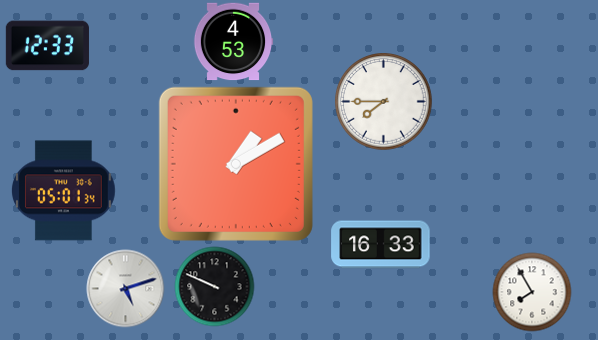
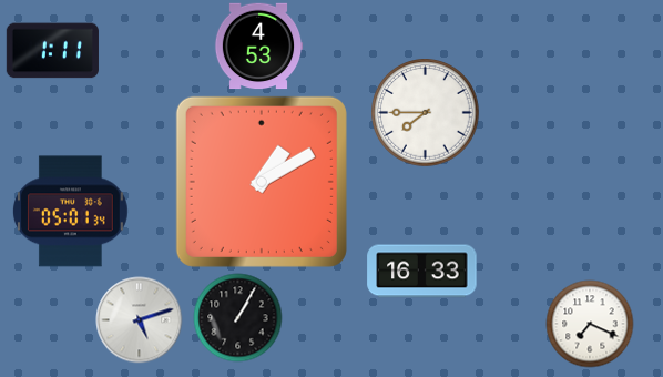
clock at (47, 46): 12:33 -> 1:11
clock at (214, 286): 9:49 -> 1:05
clock at (532, 292): 7:55 -> 7:19
